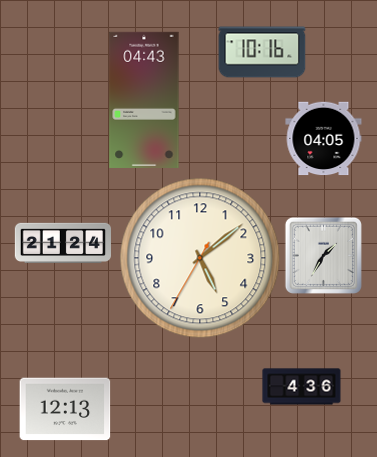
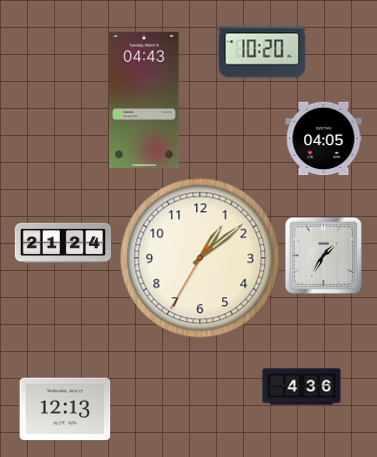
clock at (262, 52): 10:16 -> 10:20
clock at (200, 258): 5:08 -> 1:08
